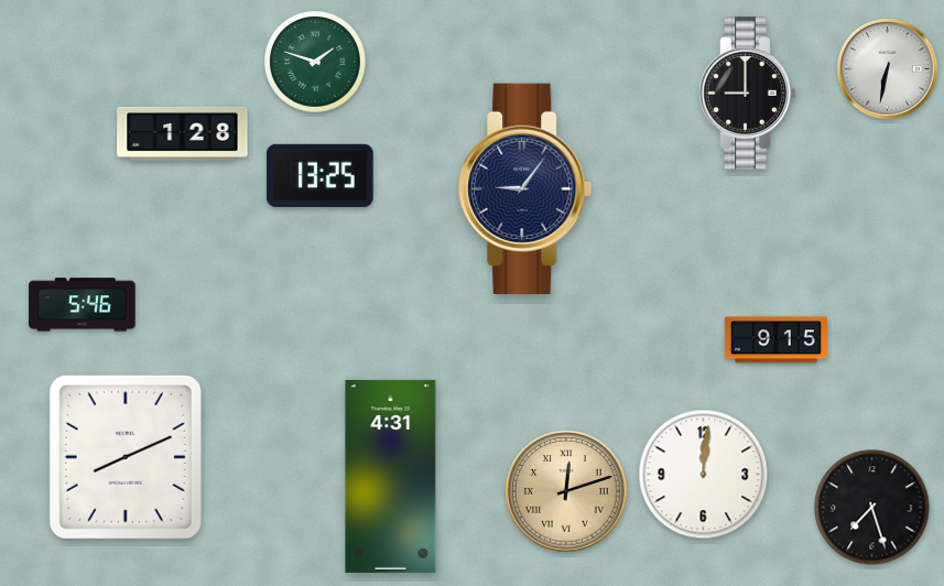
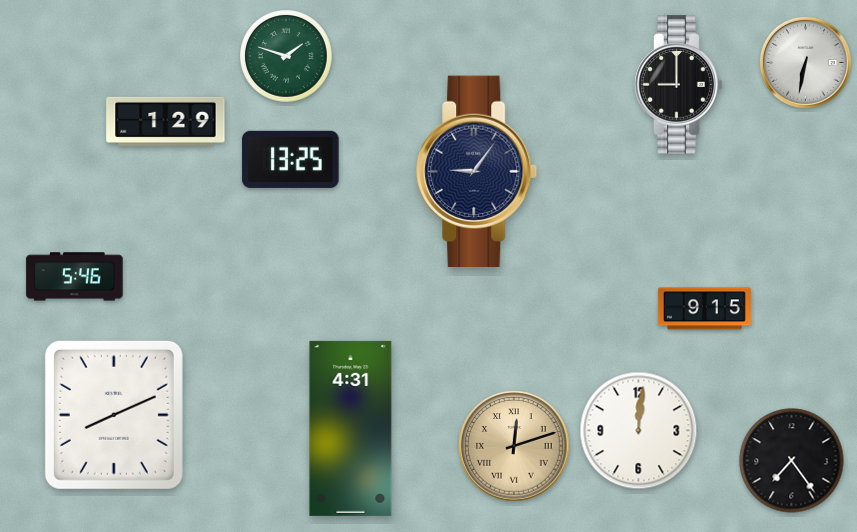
clock at (183, 133): 1:28 -> 1:29
clock at (391, 476) position: (391, 476) -> (351, 428)
clock at (872, 508): 7:27 -> 7:24
